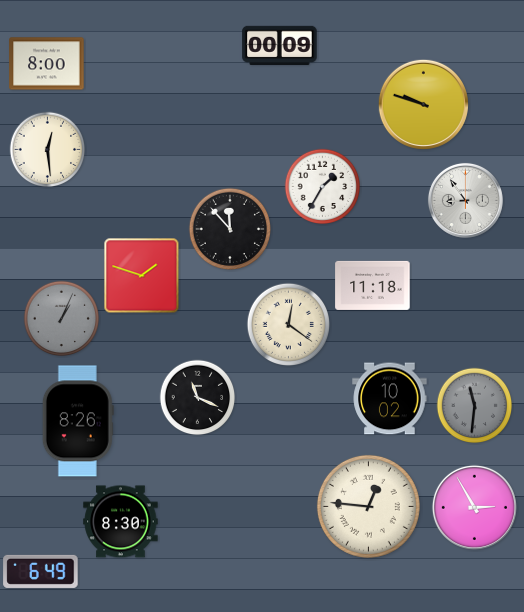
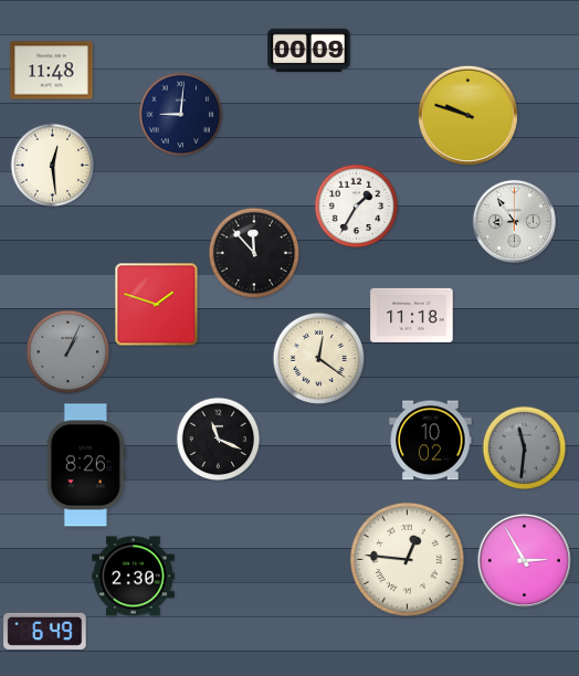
clock at (47, 64): 8:00 -> 11:48
clock at (181, 115): none -> 9:01
clock at (121, 522): 8:30 -> 2:30
